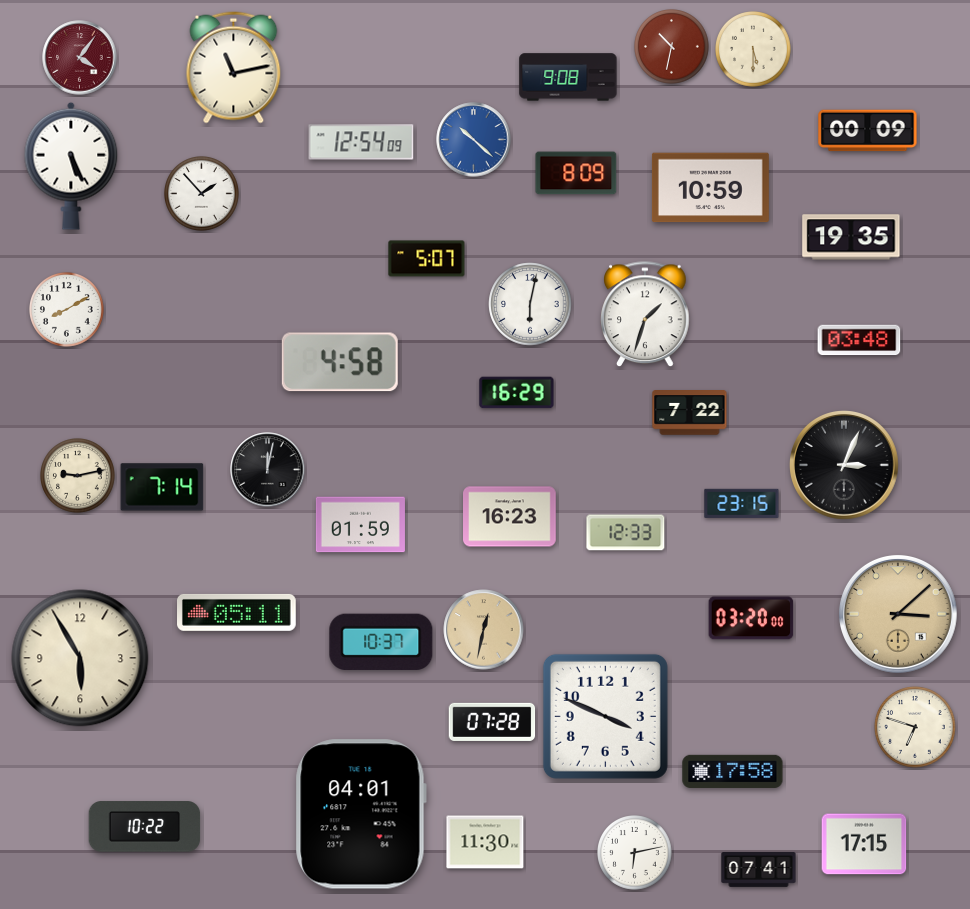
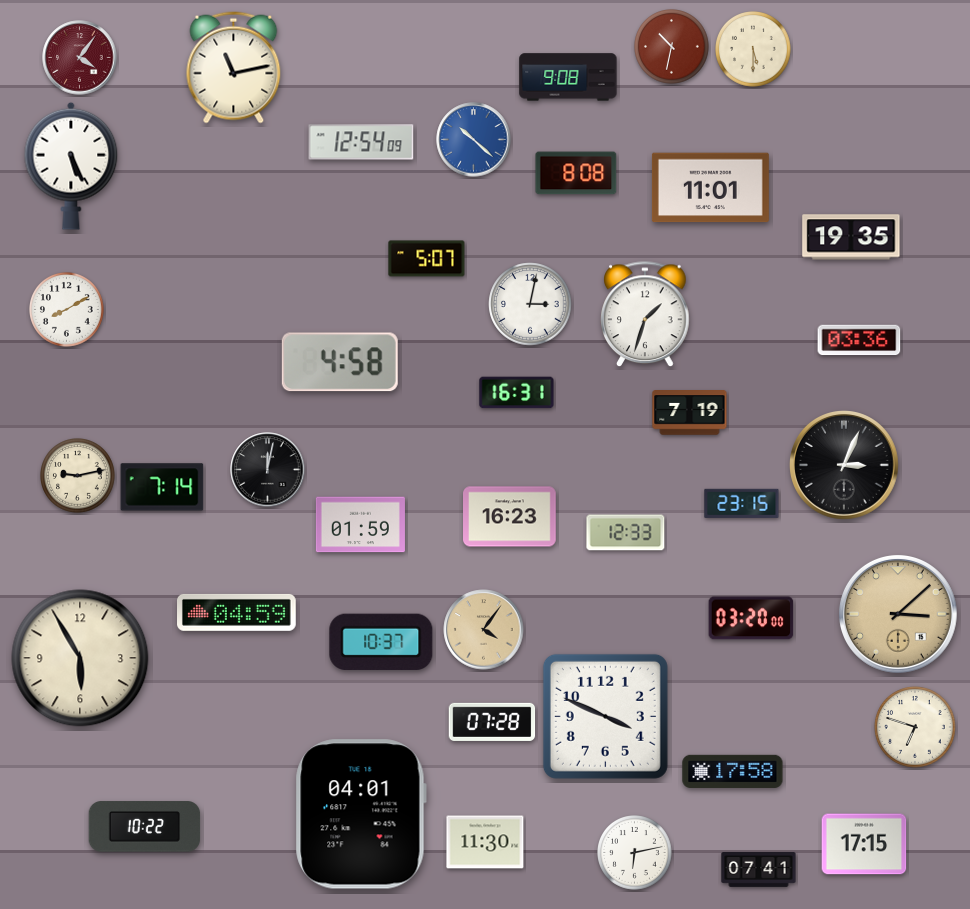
clock at (868, 131): 00:09 -> none
clock at (576, 173): 8:09 -> 8:08
clock at (710, 188): 10:59 -> 11:01
clock at (202, 194): 1:53 -> none
clock at (530, 304): 6:02 -> 3:02
clock at (859, 340): 03:48 -> 03:36
clock at (517, 393): 16:29 -> 16:31
clock at (690, 413): 7:22 -> 7:19
clock at (237, 612): 05:11 -> 04:59
clock at (484, 630): 12:32 -> 4:06
